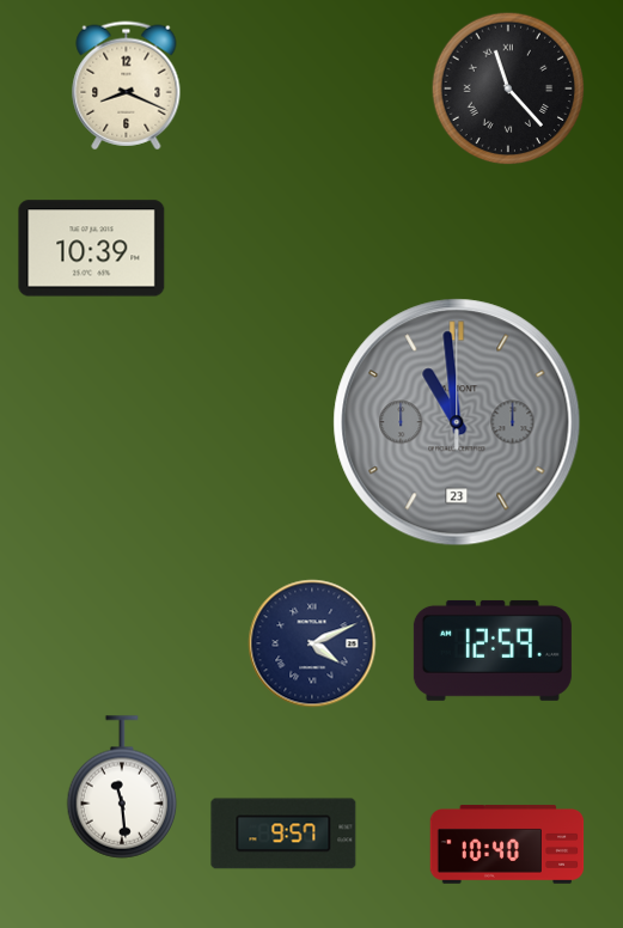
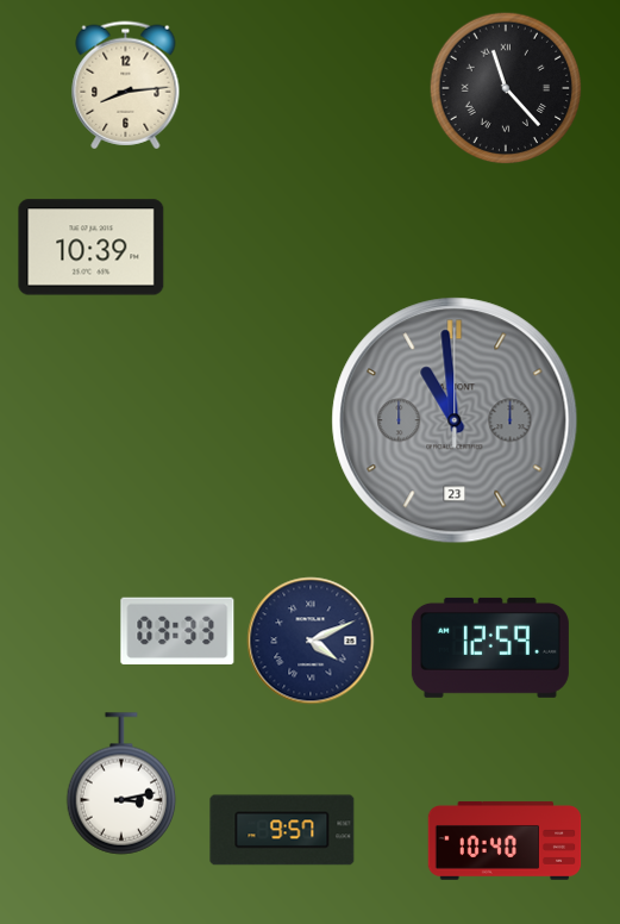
clock at (127, 86): 8:19 -> 8:14
clock at (177, 630): none -> 03:33
clock at (122, 787): 11:29 -> 3:13
